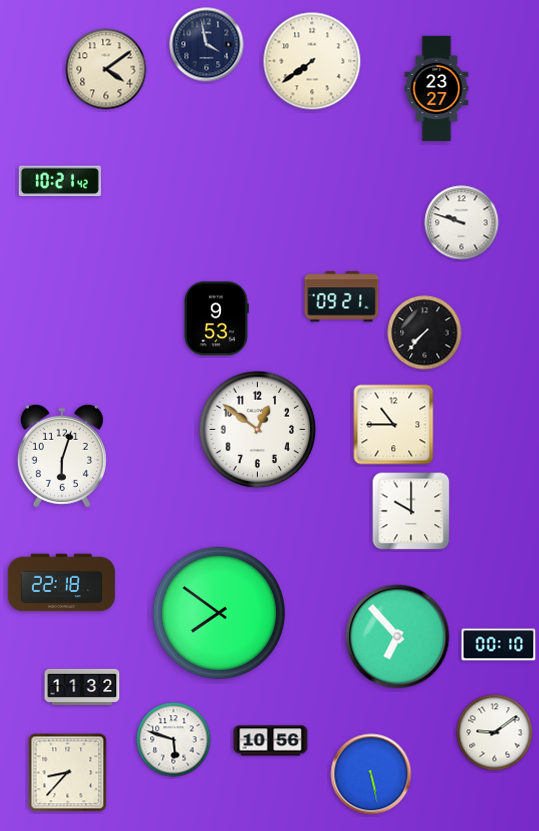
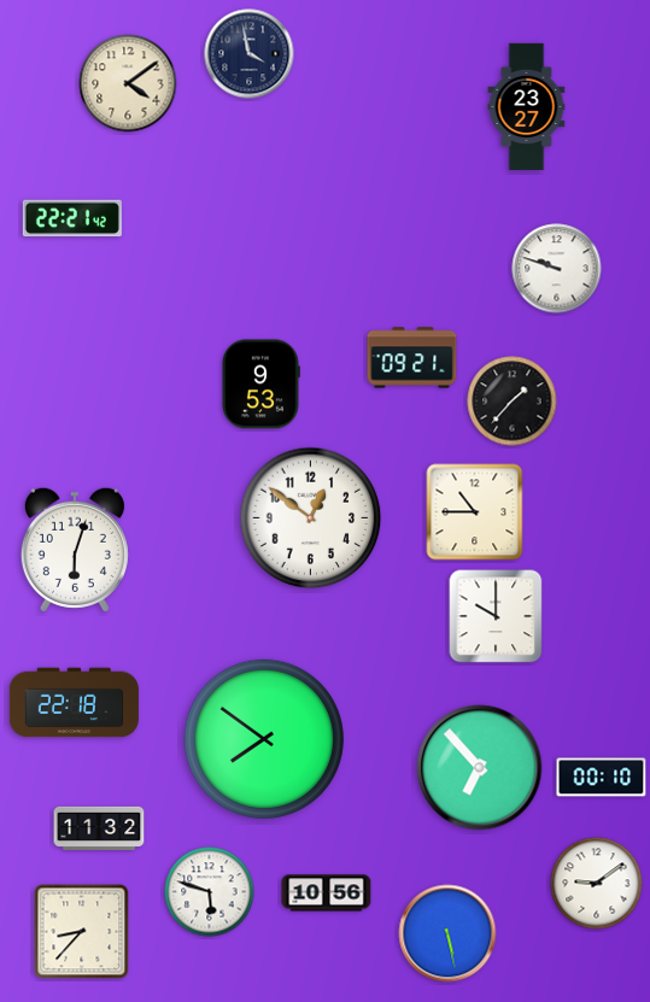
clock at (312, 61): 7:39 -> none
clock at (60, 181): 10:21 -> 22:21
clock at (425, 333): 7:37 -> 1:37
